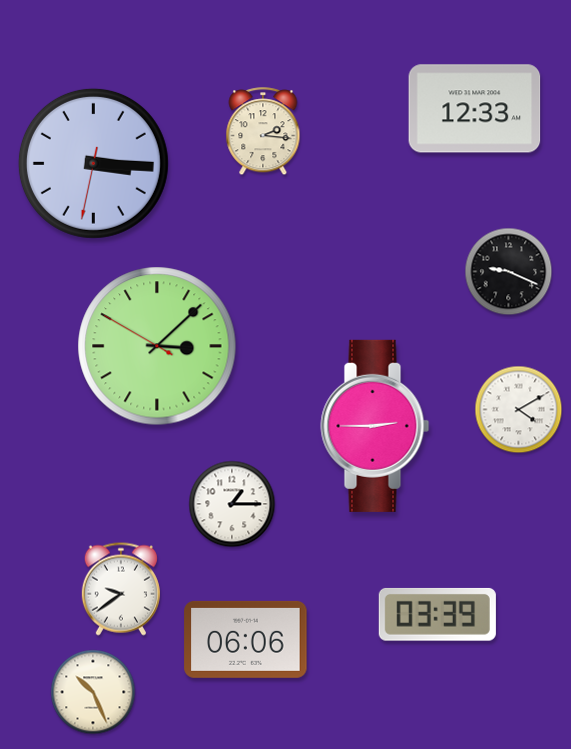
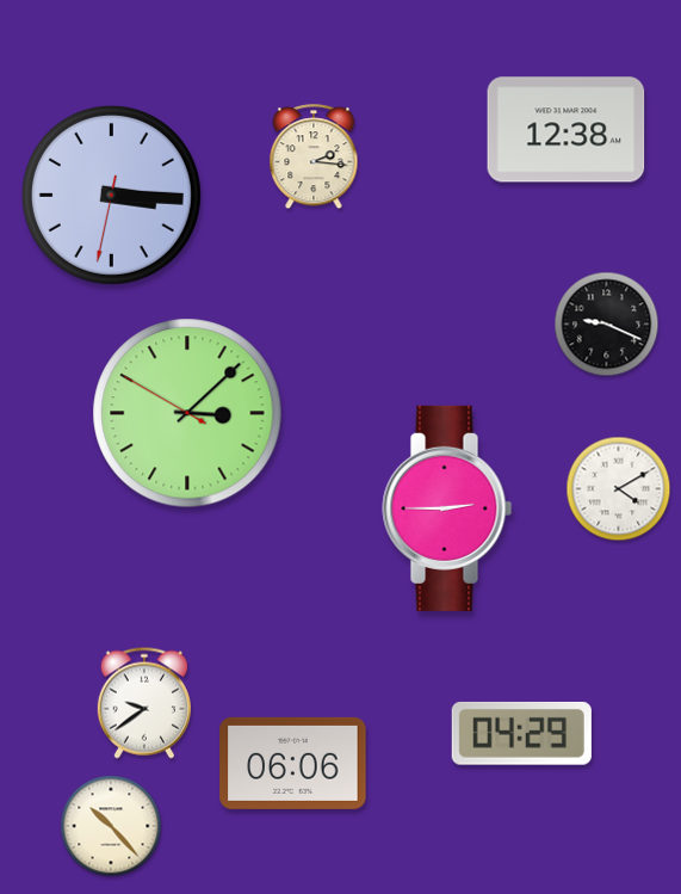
clock at (475, 109): 12:33 -> 12:38
clock at (232, 504): 1:15 -> none
clock at (437, 614): 03:39 -> 04:29
clock at (93, 692): 10:26 -> 10:23
